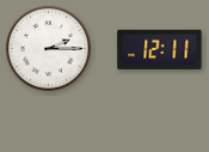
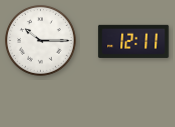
clock at (49, 49): 2:15 -> 10:15
